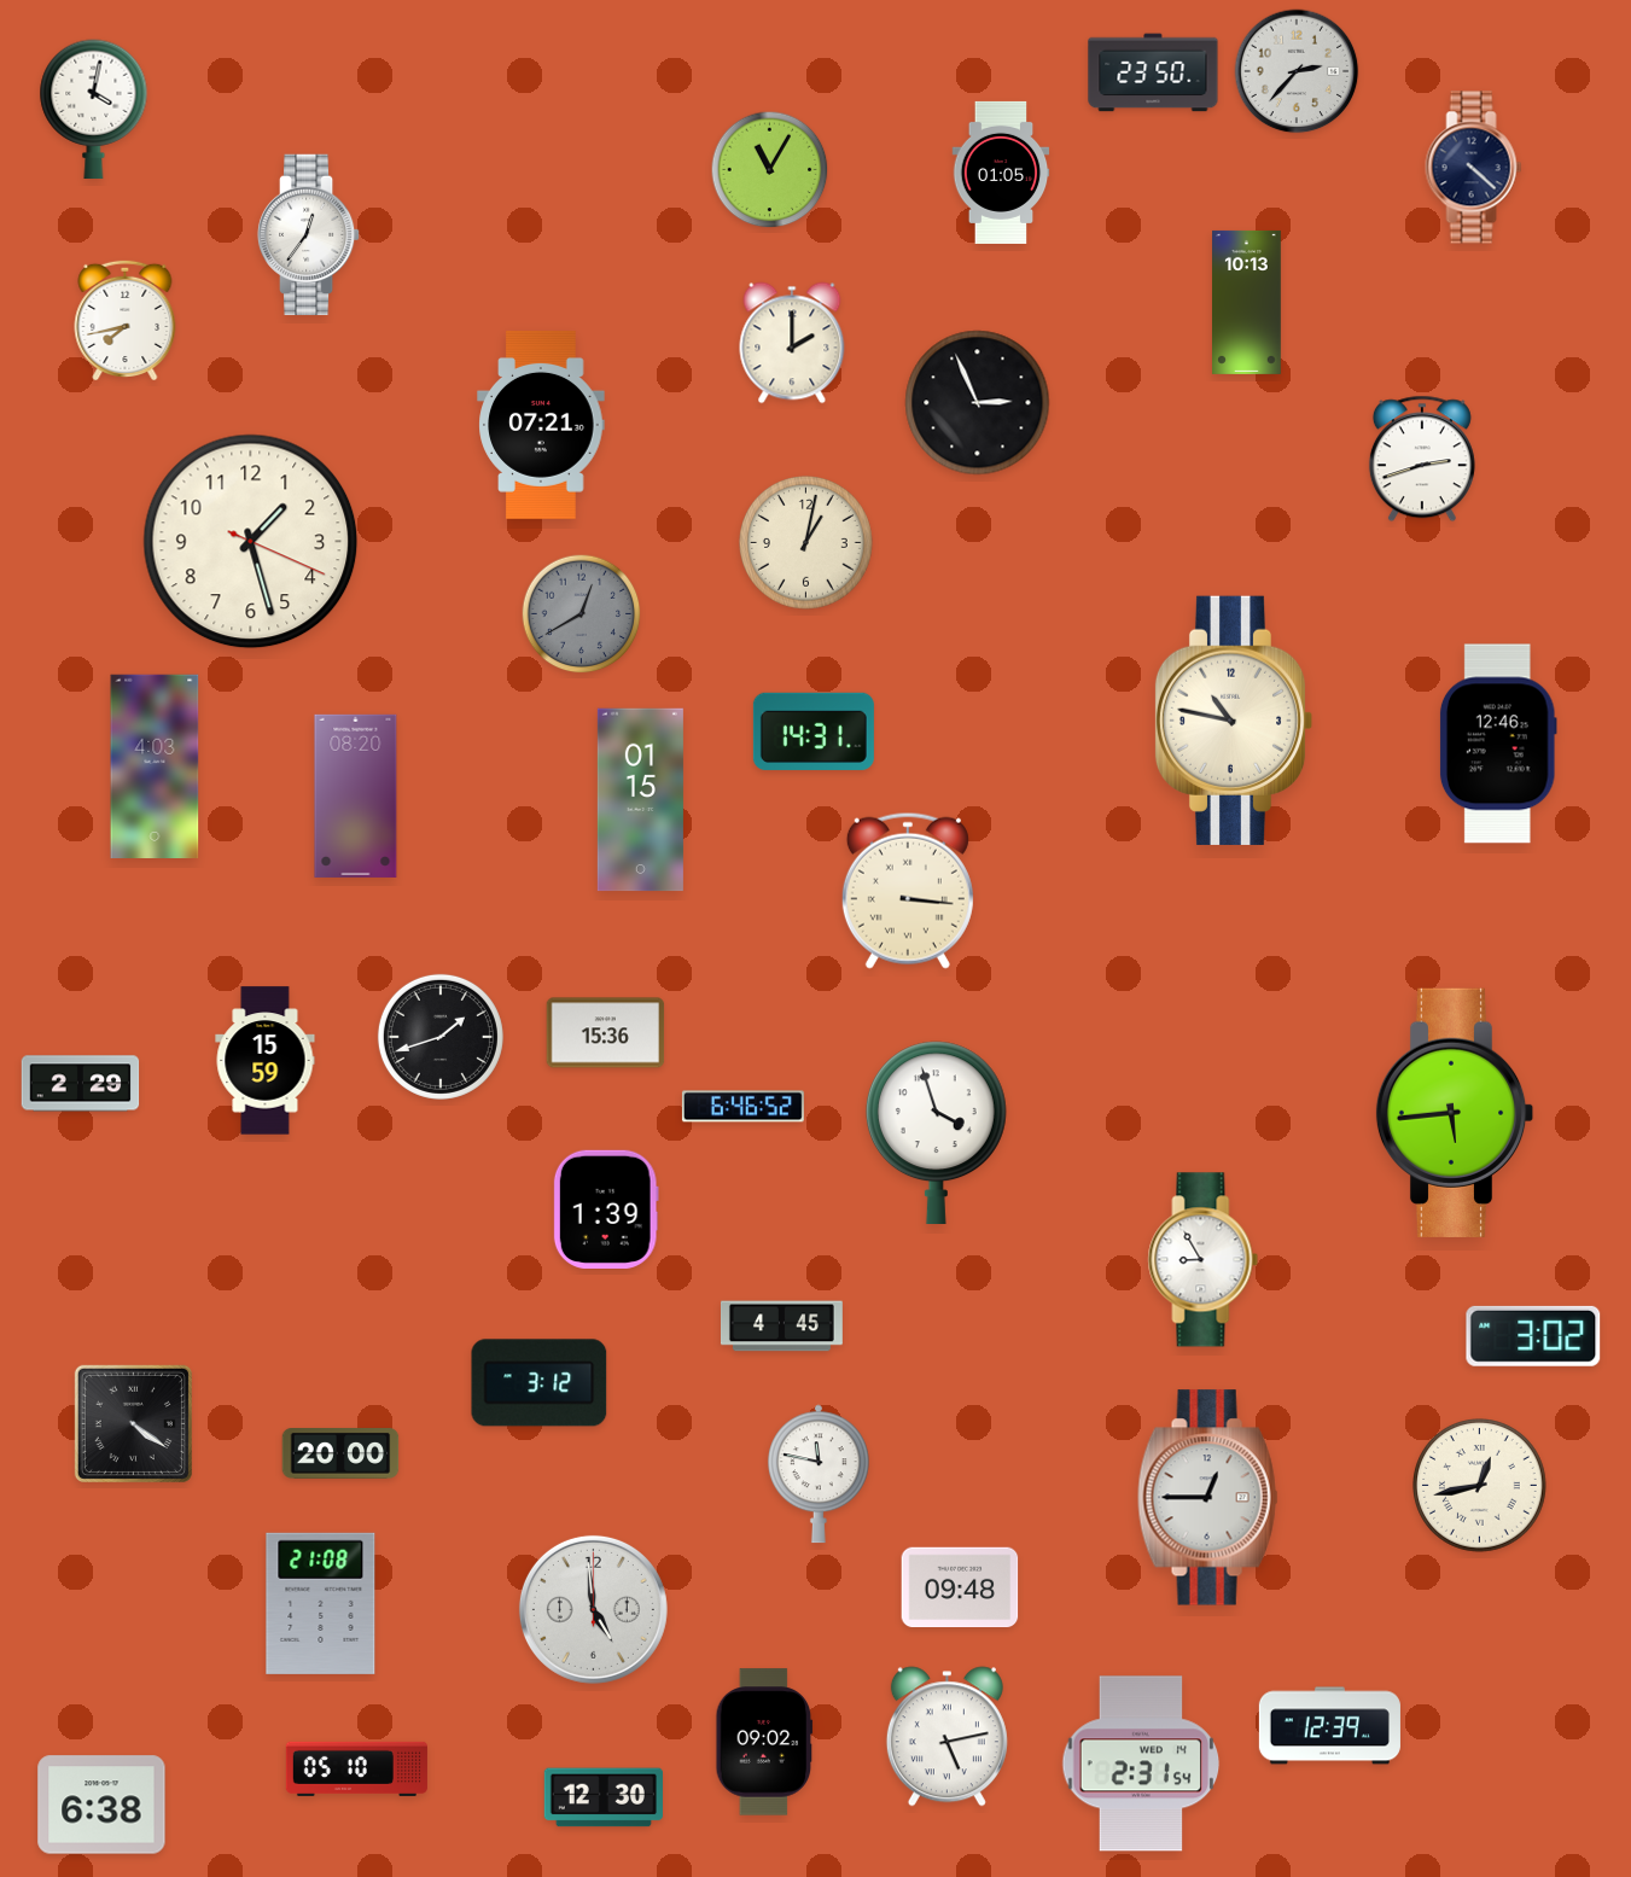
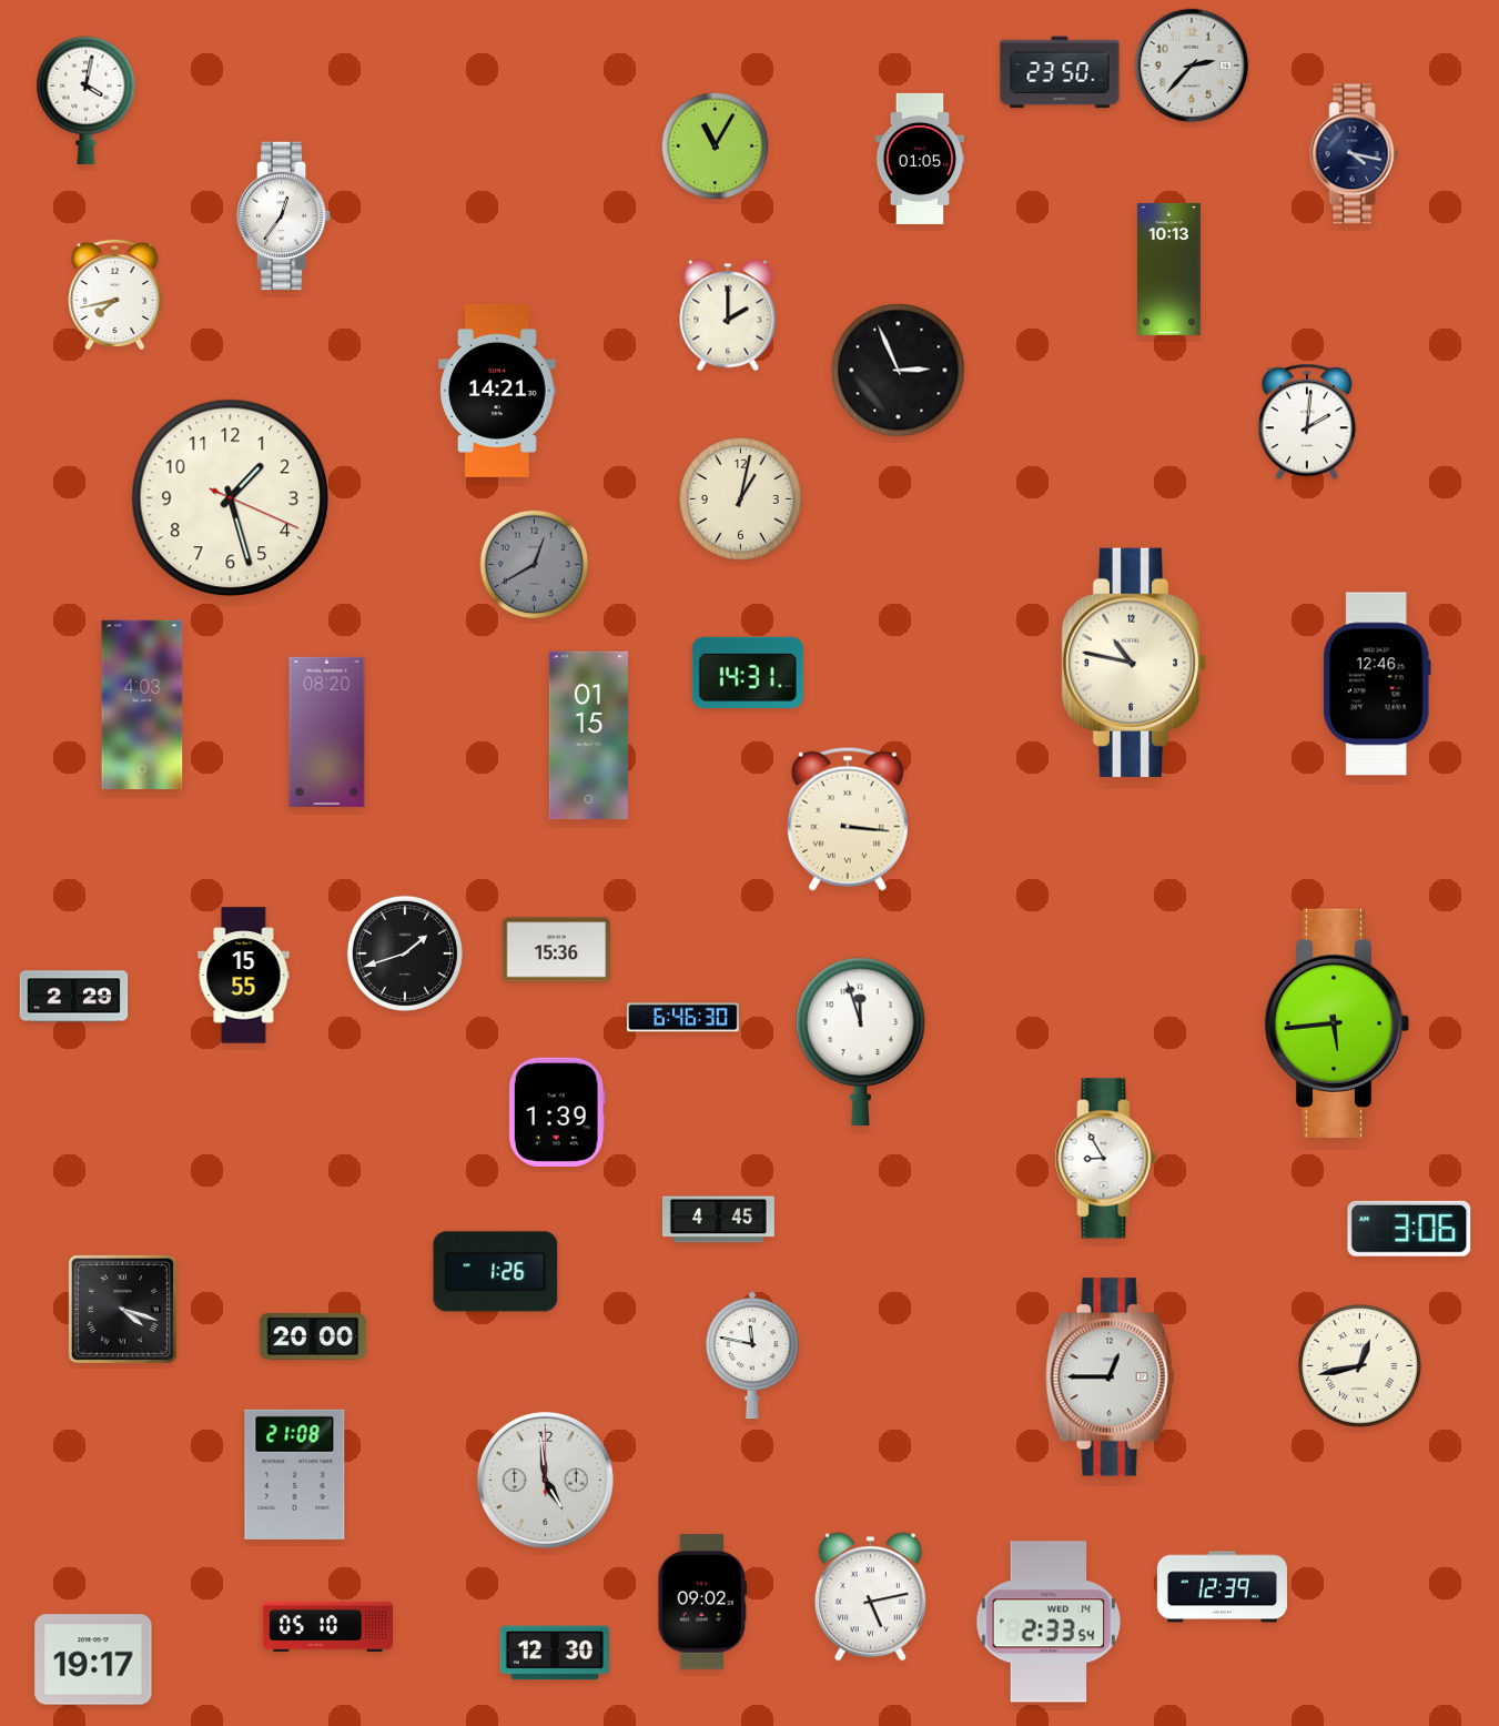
clock at (1153, 72) position: (1153, 72) -> (1060, 72)
clock at (1474, 168): 4:22 -> 4:17
clock at (770, 170) position: (770, 170) -> (716, 147)
clock at (1247, 302) position: (1247, 302) -> (1169, 269)
clock at (541, 425): 07:21 -> 14:21
clock at (1422, 459): 2:42 -> 2:01
clock at (908, 891) position: (908, 891) -> (848, 819)
clock at (266, 1061): 15:59 -> 15:55
clock at (742, 1107): 6:46:52 -> 6:46:30
clock at (936, 1132): 3:57 -> 11:57
clock at (1533, 1336): 3:02 -> 3:06
clock at (540, 1383): 3:12 -> 1:26
clock at (133, 1423): 4:21 -> 4:18
clock at (960, 1587): 09:48 -> none
clock at (1141, 1764): 2:31 -> 2:33
clock at (101, 1805): 6:38 -> 19:17
